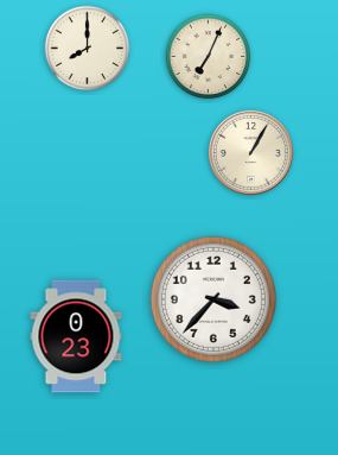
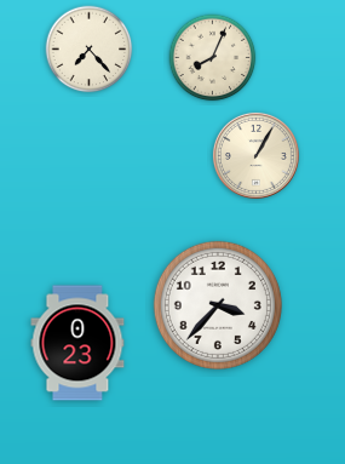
clock at (88, 49): 8:00 -> 7:23
clock at (209, 57): 7:04 -> 8:04
